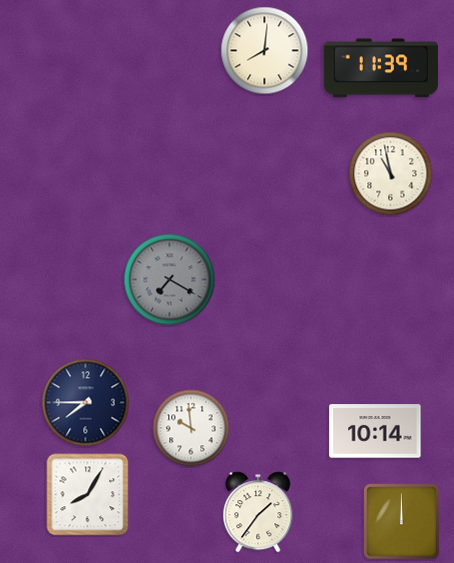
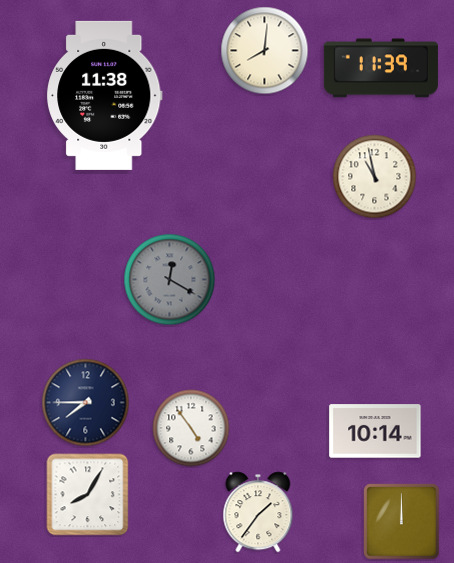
clock at (105, 95): none -> 11:38
clock at (391, 174) position: (391, 174) -> (375, 177)
clock at (170, 280): 7:20 -> 12:20
clock at (191, 428): 9:59 -> 4:54
